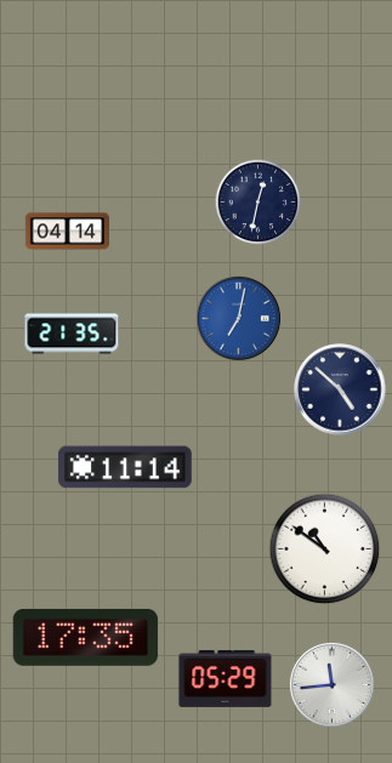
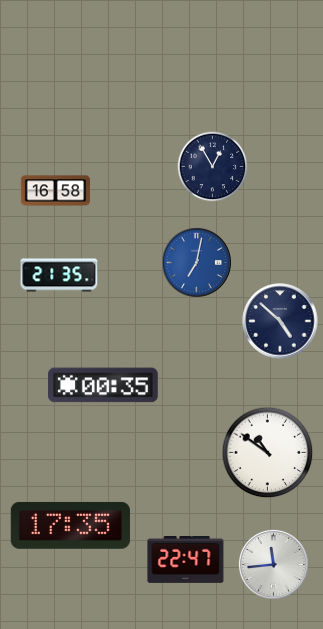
clock at (259, 203): 12:32 -> 12:55
clock at (67, 232): 04:14 -> 16:58
clock at (125, 467): 11:14 -> 00:35
clock at (226, 678): 05:29 -> 22:47
